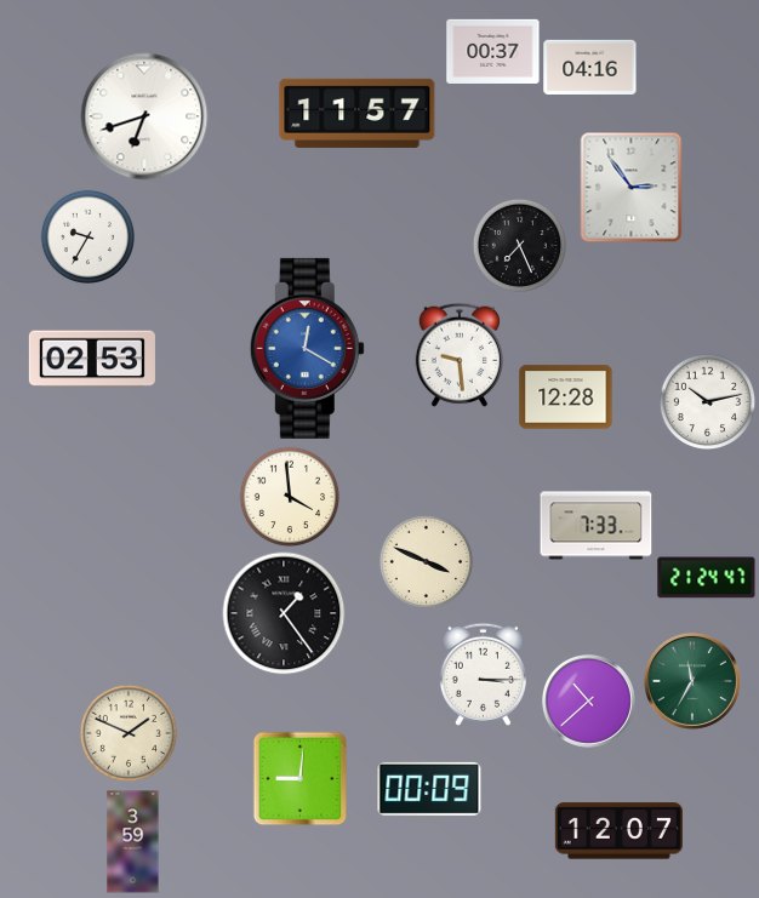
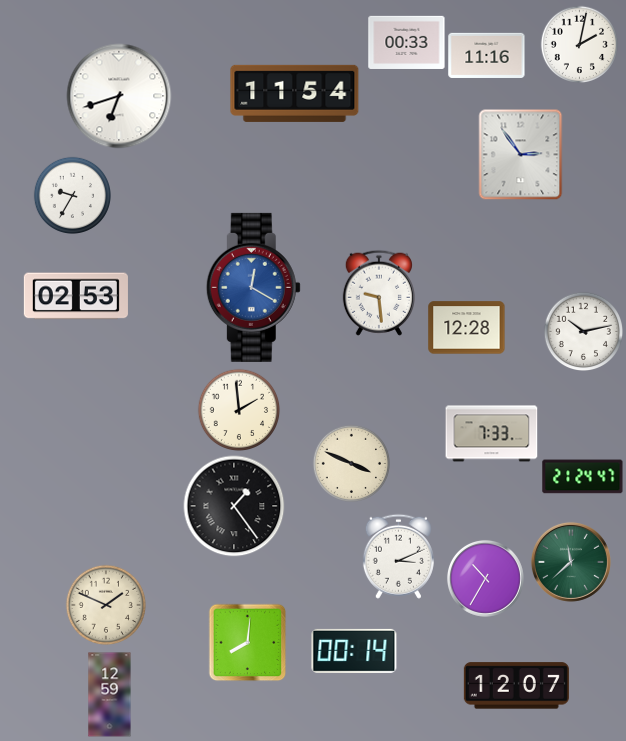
clock at (493, 51): 00:37 -> 00:33
clock at (579, 44): none -> 2:02
clock at (590, 67): 04:16 -> 11:16
clock at (358, 113): 11:57 -> 11:54
clock at (519, 245): 7:26 -> none
clock at (290, 497): 3:59 -> 1:59
clock at (483, 674): 3:15 -> 3:11
clock at (692, 681): 11:35 -> 11:38
clock at (588, 700): 10:38 -> 10:35
clock at (299, 778): 9:01 -> 8:01
clock at (429, 789): 00:09 -> 00:14
clock at (618, 831) position: (618, 831) -> (516, 686)
clock at (133, 842): 3:59 -> 12:59
